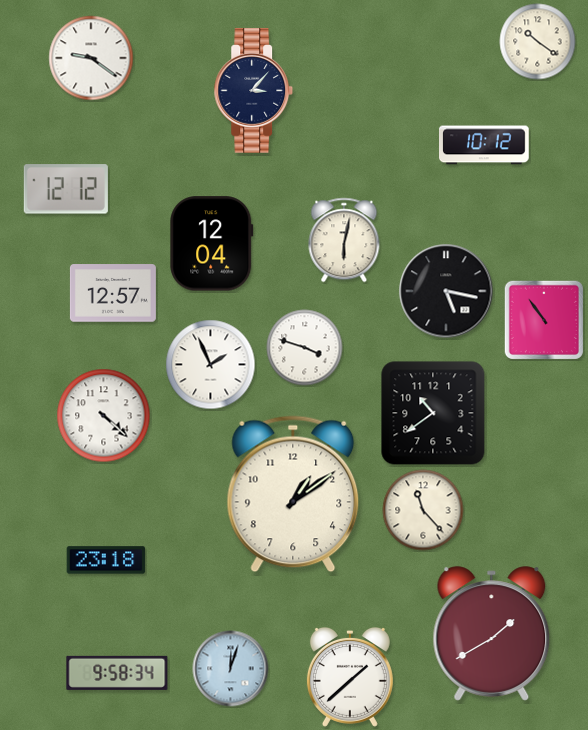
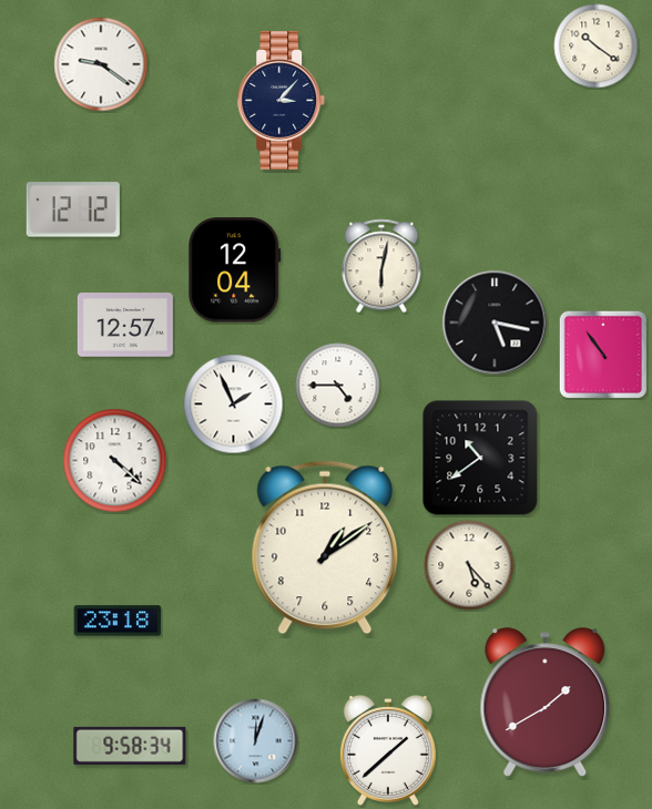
clock at (484, 145): 10:12 -> none
clock at (305, 348): 3:48 -> 4:45
clock at (423, 510): 11:23 -> 5:23
